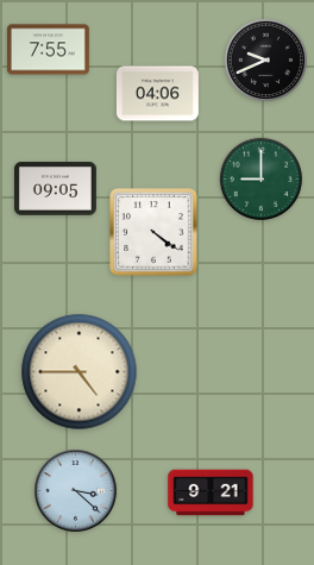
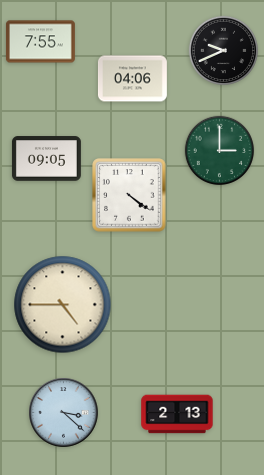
clock at (262, 180): 9:00 -> 3:00
clock at (80, 372) position: (80, 372) -> (63, 305)
clock at (211, 492): 9:21 -> 2:13
